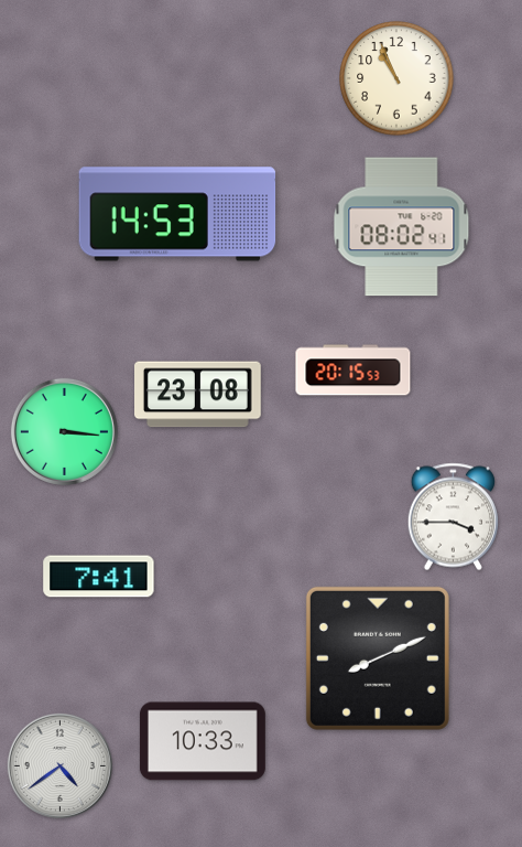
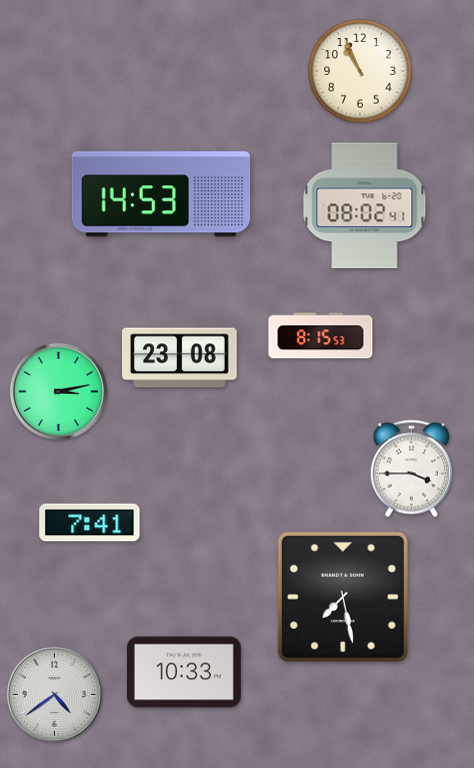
clock at (354, 371): 20:15 -> 8:15
clock at (64, 431): 3:16 -> 3:13
clock at (378, 658): 8:11 -> 7:28
